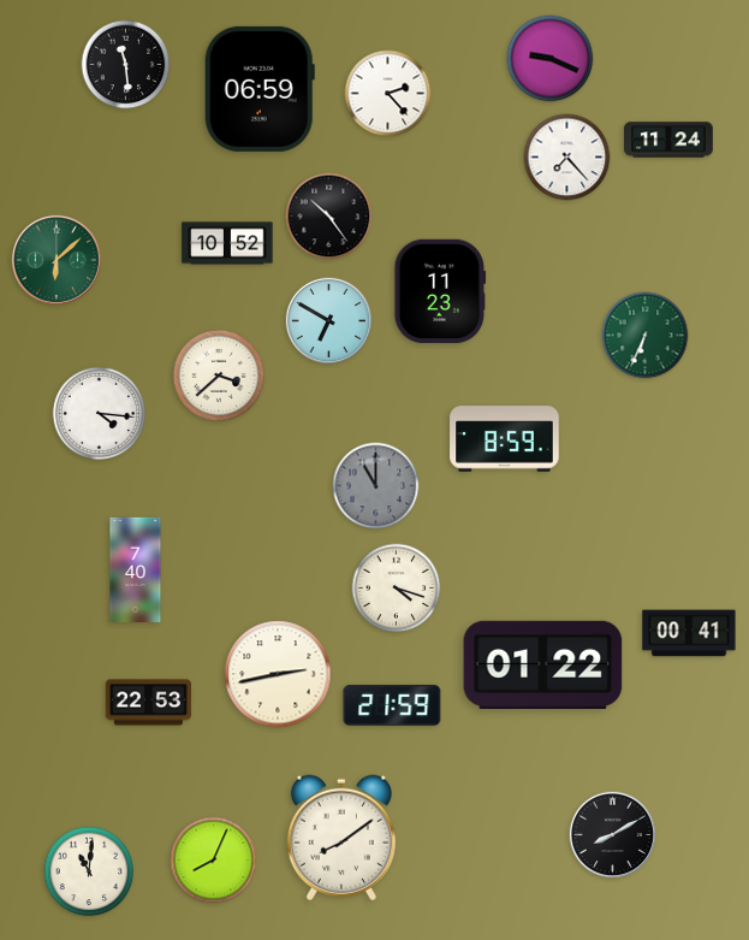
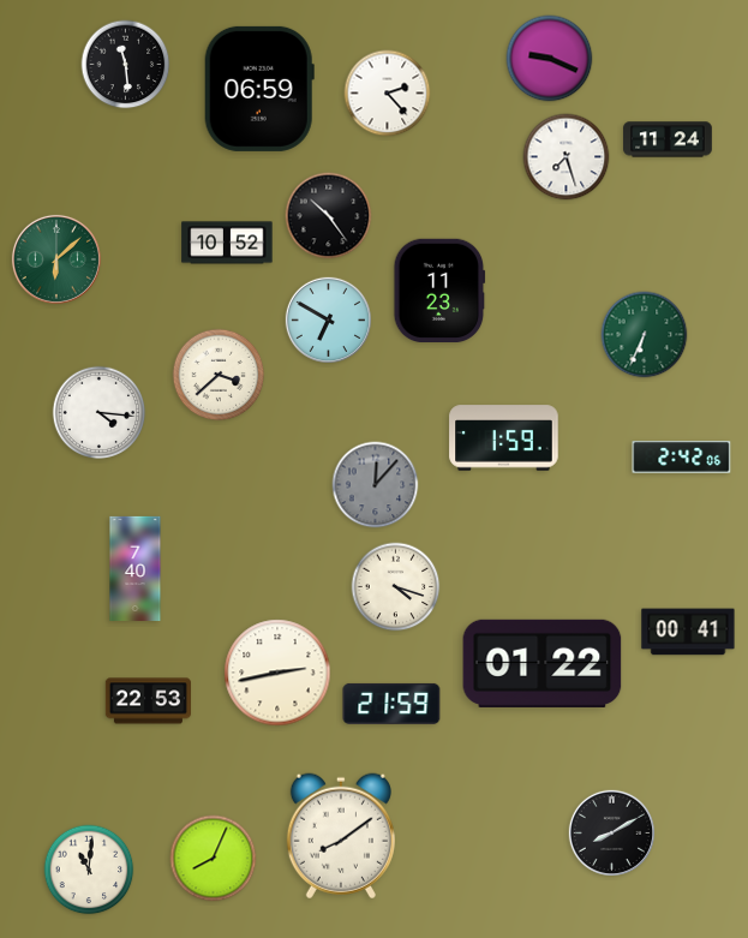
clock at (567, 158): 7:23 -> 7:27
clock at (505, 439): 8:59 -> 1:59
clock at (682, 458): none -> 2:42
clock at (376, 486): 11:00 -> 12:07
